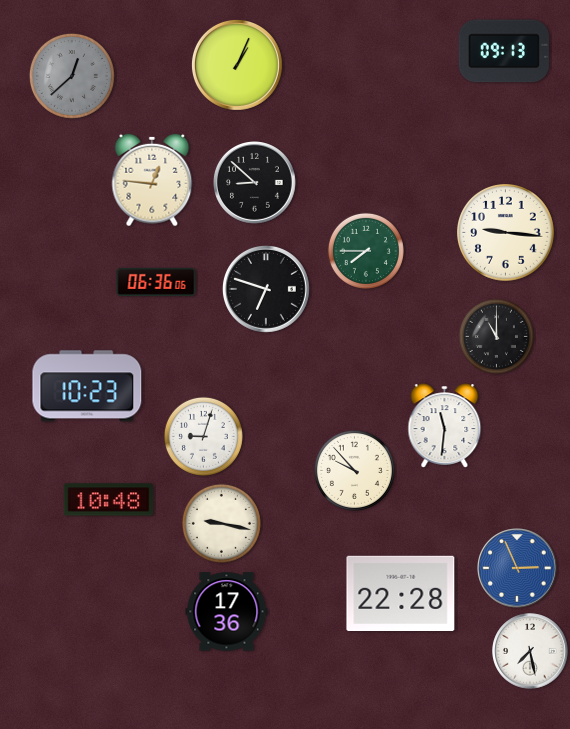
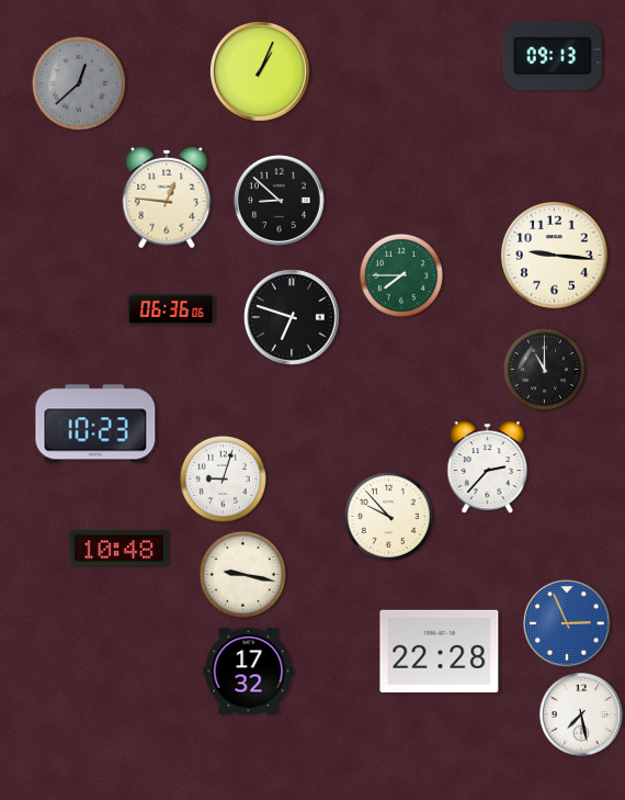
clock at (445, 426): 11:31 -> 2:37
clock at (227, 612): 17:36 -> 17:32
